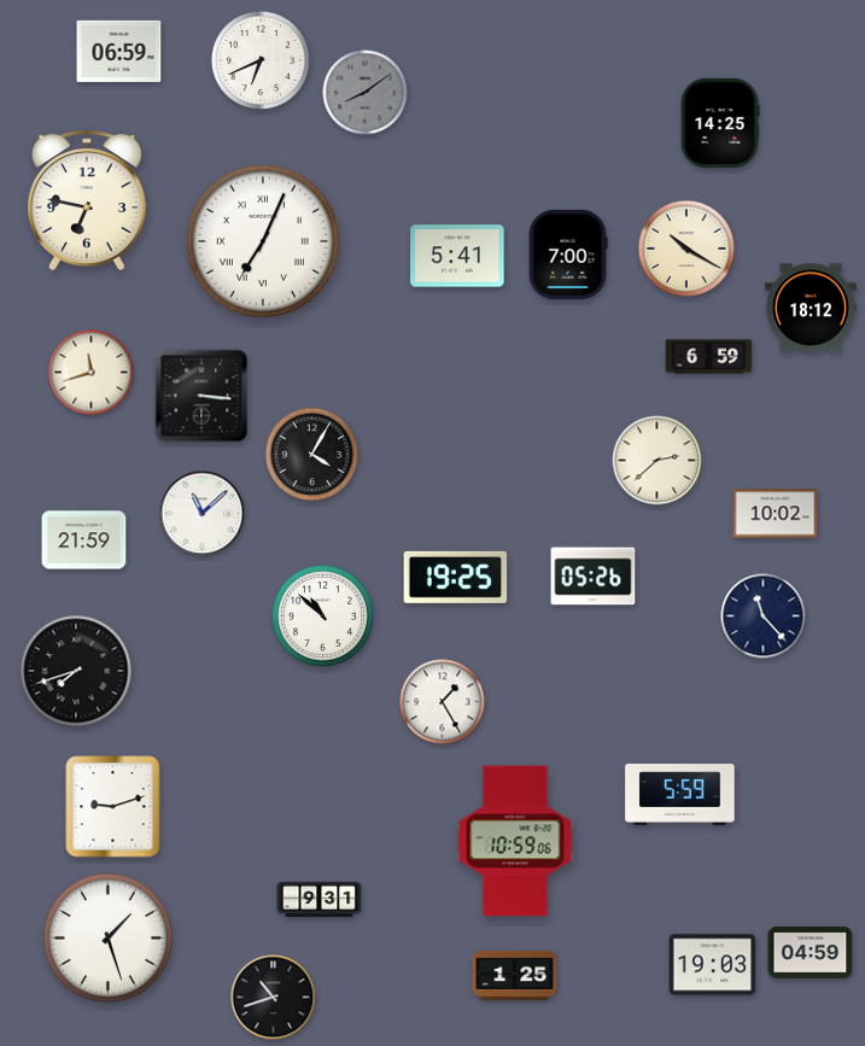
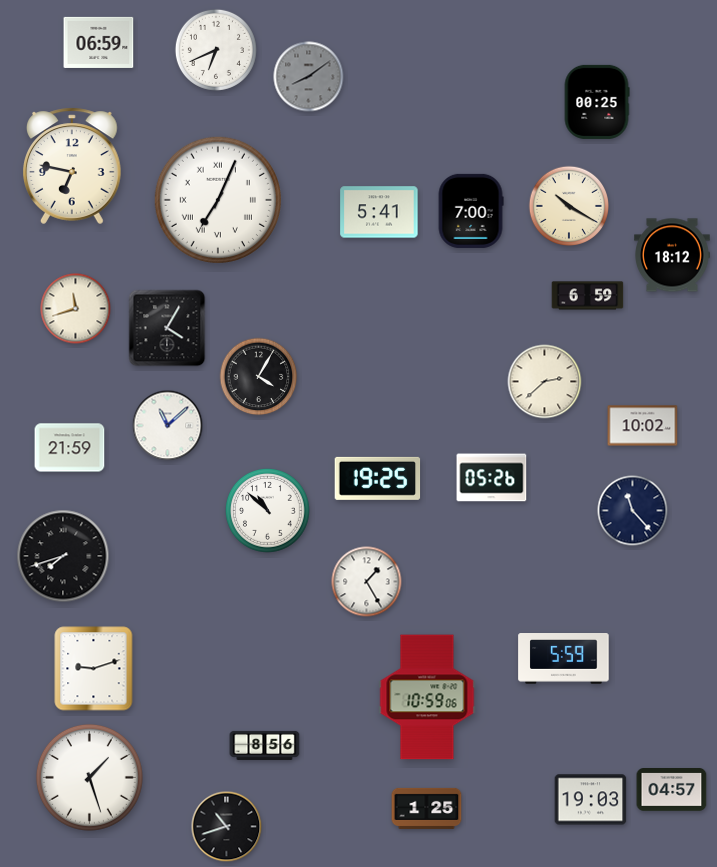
clock at (366, 93) position: (366, 93) -> (309, 77)
clock at (720, 123): 14:25 -> 00:25
clock at (201, 396): 3:16 -> 4:05
clock at (320, 899): 9:31 -> 8:56
clock at (811, 953): 04:59 -> 04:57
